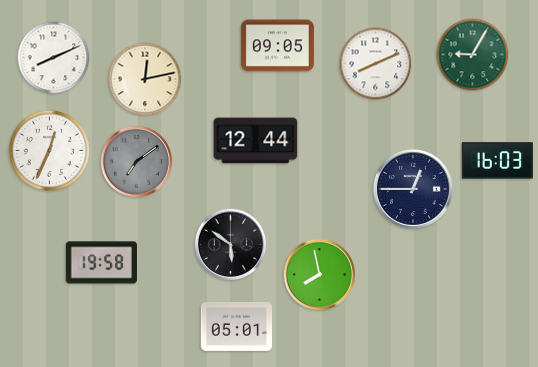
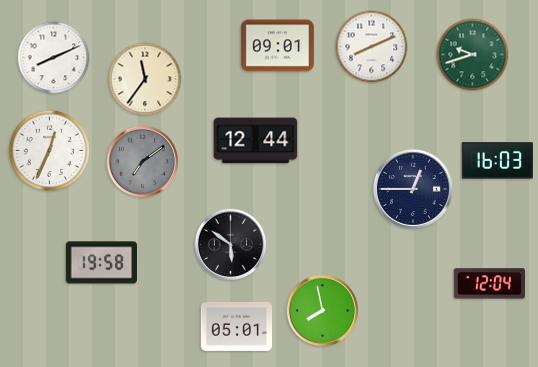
clock at (277, 46): 09:05 -> 09:01
clock at (473, 55): 9:05 -> 9:42
clock at (376, 64) position: (376, 64) -> (372, 47)
clock at (145, 79): 12:13 -> 11:36
clock at (137, 162) position: (137, 162) -> (143, 162)
clock at (320, 275) position: (320, 275) -> (323, 311)
clock at (489, 284): none -> 12:04
